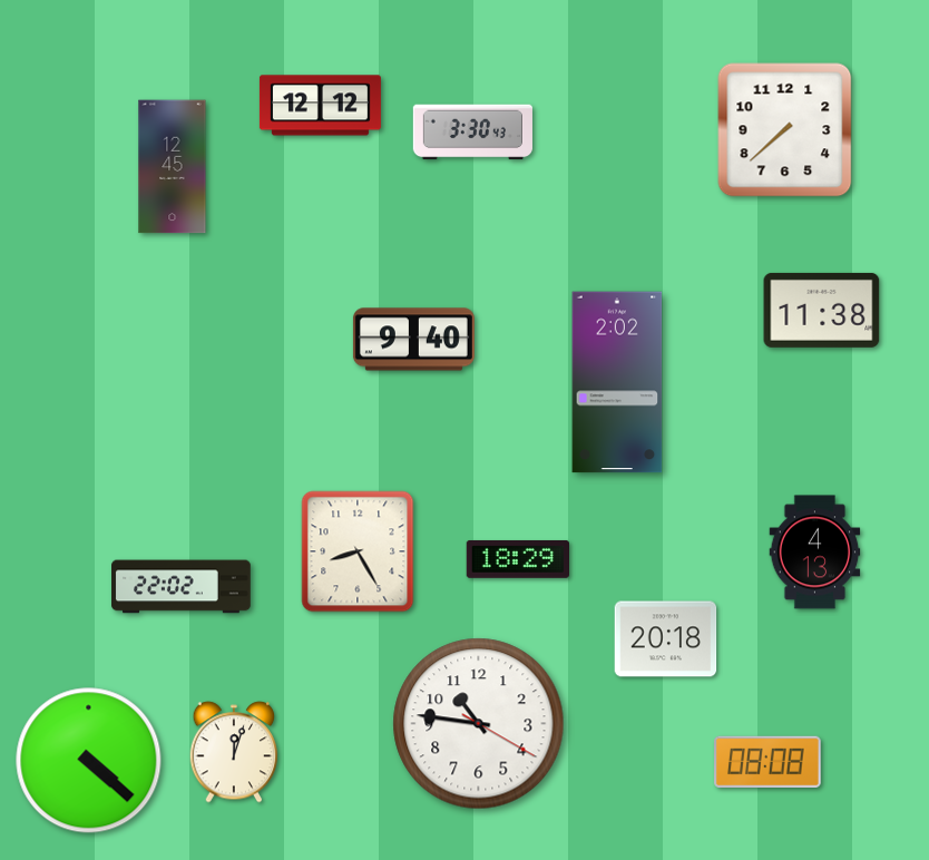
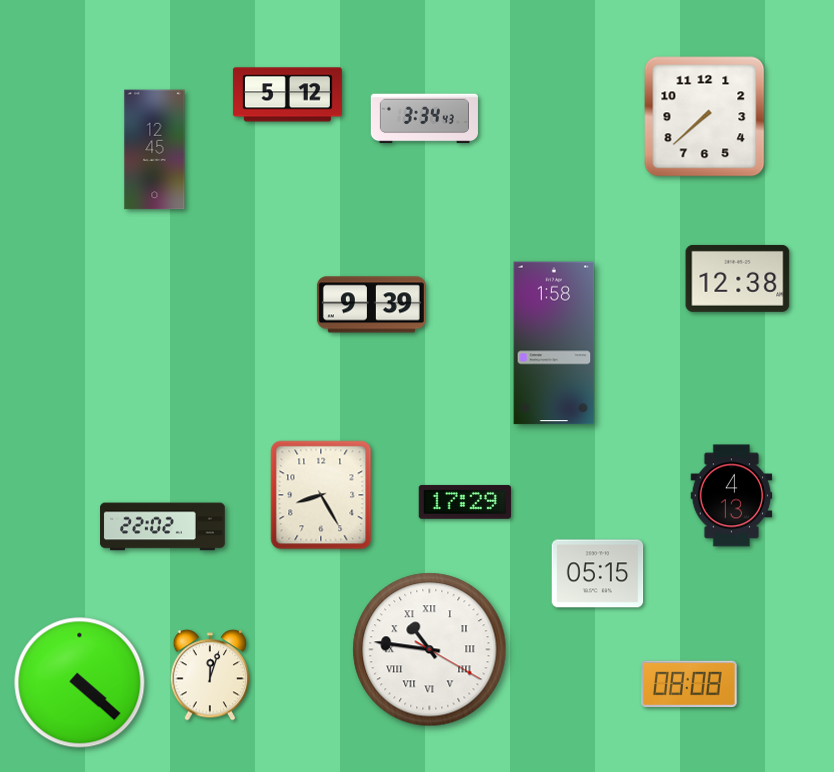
clock at (320, 106): 12:12 -> 5:12
clock at (472, 133): 3:30 -> 3:34
clock at (822, 310): 11:38 -> 12:38
clock at (413, 340): 9:40 -> 9:39
clock at (617, 382): 2:02 -> 1:58
clock at (517, 559): 18:29 -> 17:29
clock at (666, 639): 20:18 -> 05:15
clock at (479, 724) numerals: Arabic -> Roman
